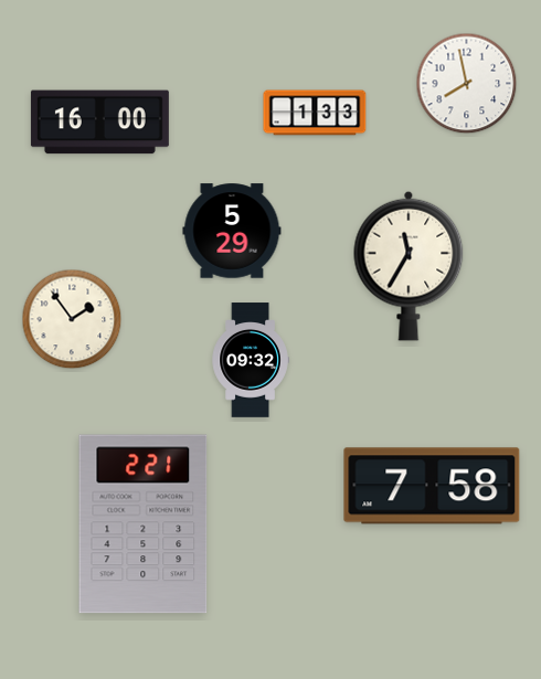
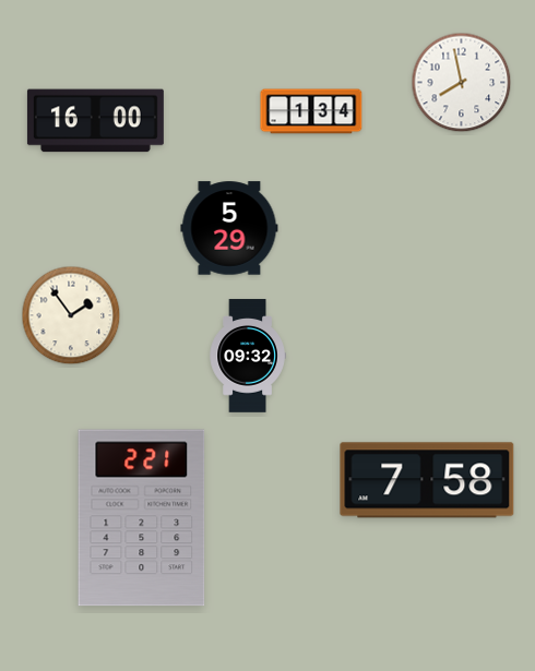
clock at (315, 113): 1:33 -> 1:34
clock at (99, 123) position: (99, 123) -> (95, 121)
clock at (409, 266): 11:35 -> none
